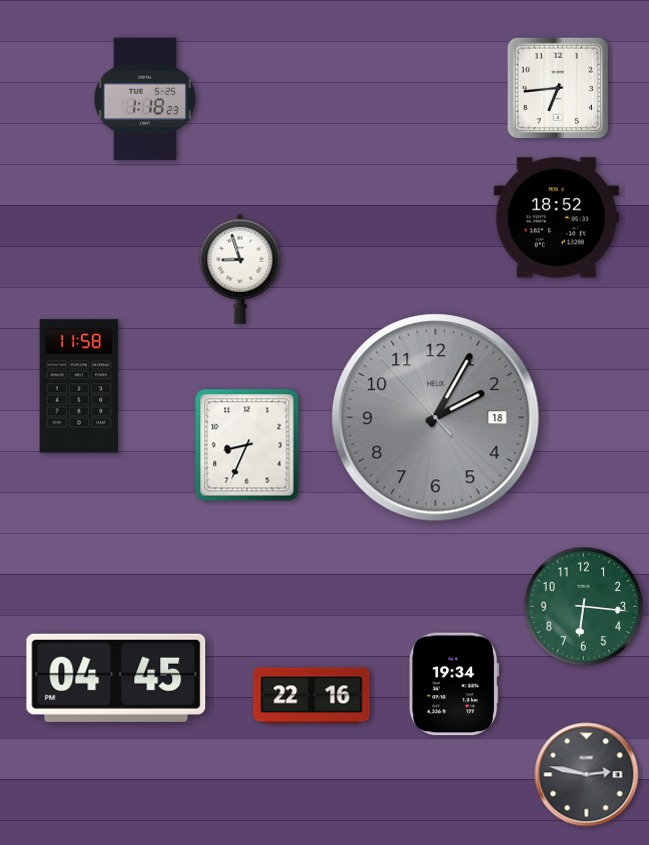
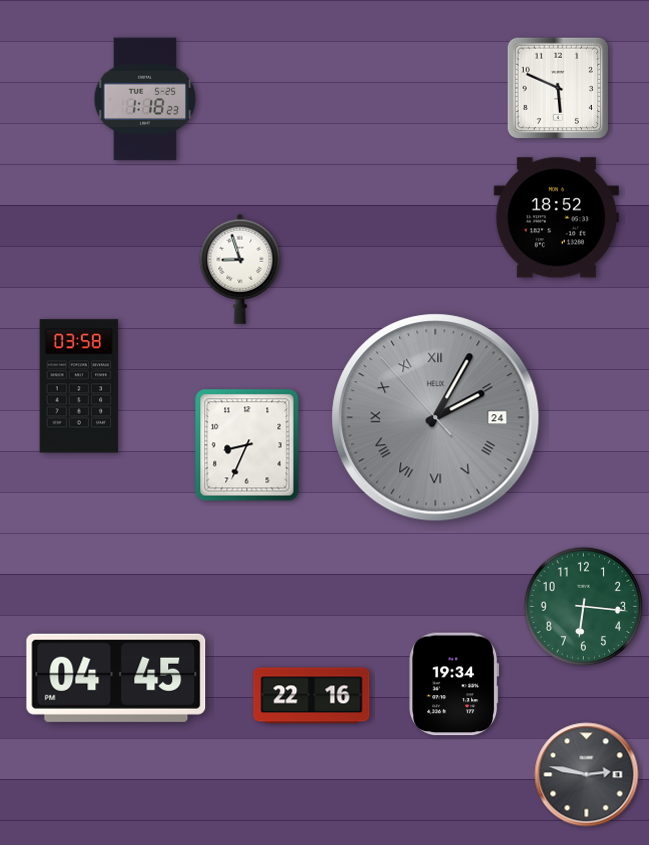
clock at (558, 88): 6:44 -> 5:49
clock at (79, 386): 11:58 -> 03:58
clock at (436, 418) date: 18 -> 24
clock at (436, 418) numerals: Arabic -> Roman
